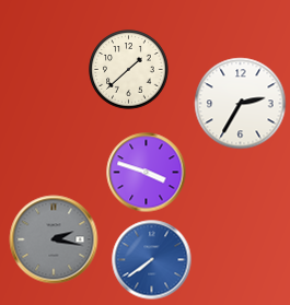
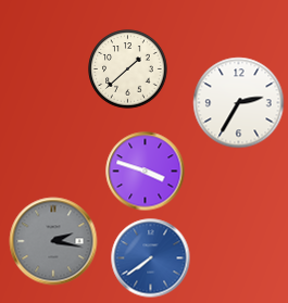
clock at (54, 239) position: (54, 239) -> (53, 241)
